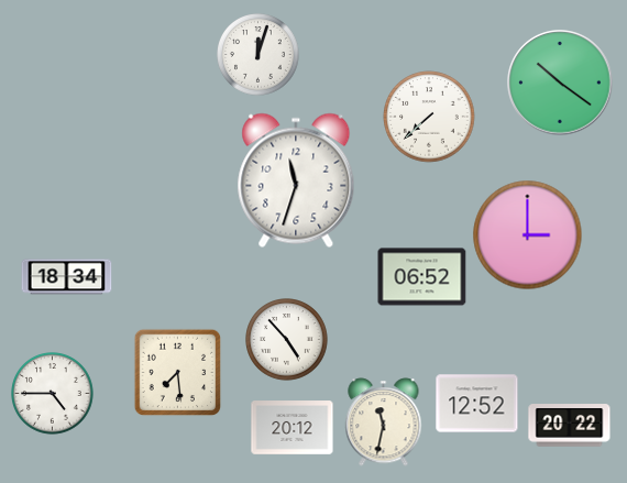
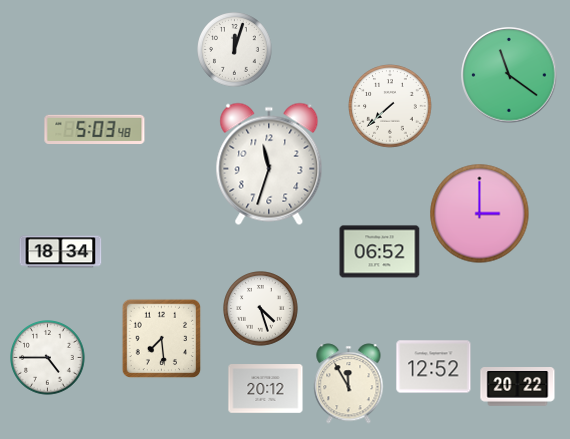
clock at (560, 83): 10:21 -> 11:21
clock at (95, 129): none -> 5:03
clock at (422, 277) position: (422, 277) -> (380, 252)
clock at (287, 340): 4:53 -> 4:27
clock at (384, 422): 11:32 -> 11:55
